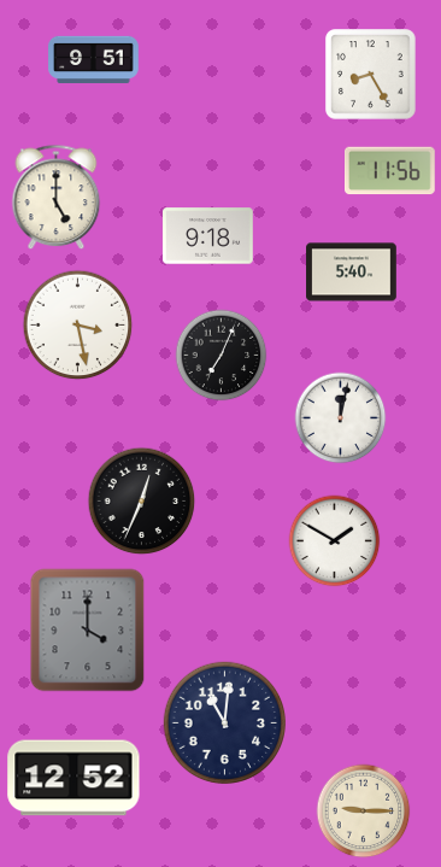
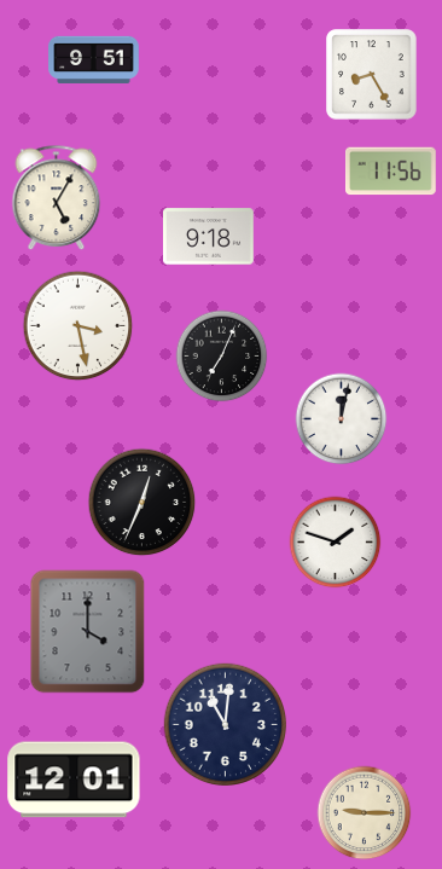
clock at (57, 198): 5:00 -> 5:05
clock at (352, 273): 5:40 -> none
clock at (335, 541): 1:50 -> 1:48
clock at (73, 778): 12:52 -> 12:01
